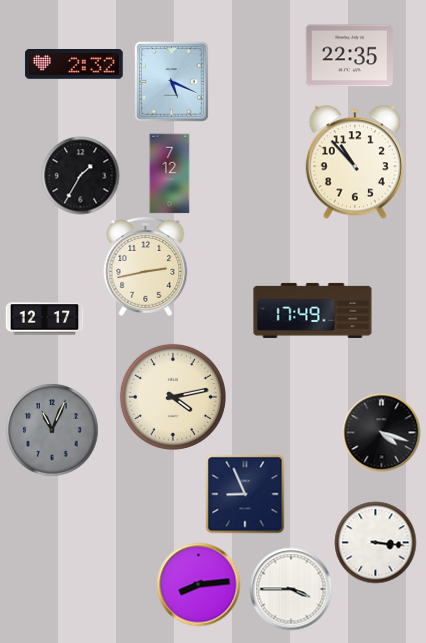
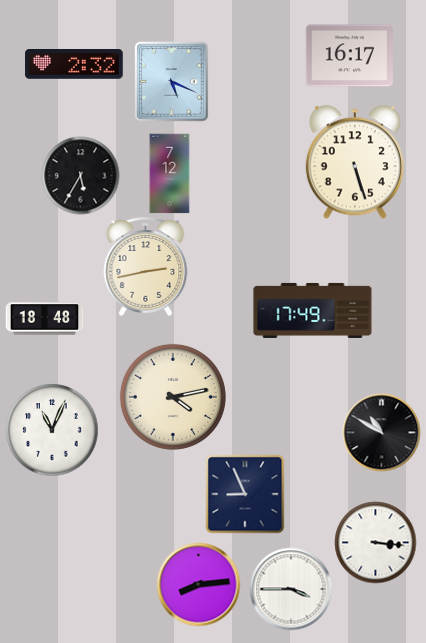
clock at (349, 56): 22:35 -> 16:17
clock at (355, 162): 10:53 -> 5:27
clock at (80, 175): 1:35 -> 5:35
clock at (44, 319): 12:17 -> 18:48
clock at (52, 430) dial: grey -> white
clock at (381, 432): 4:18 -> 10:50
